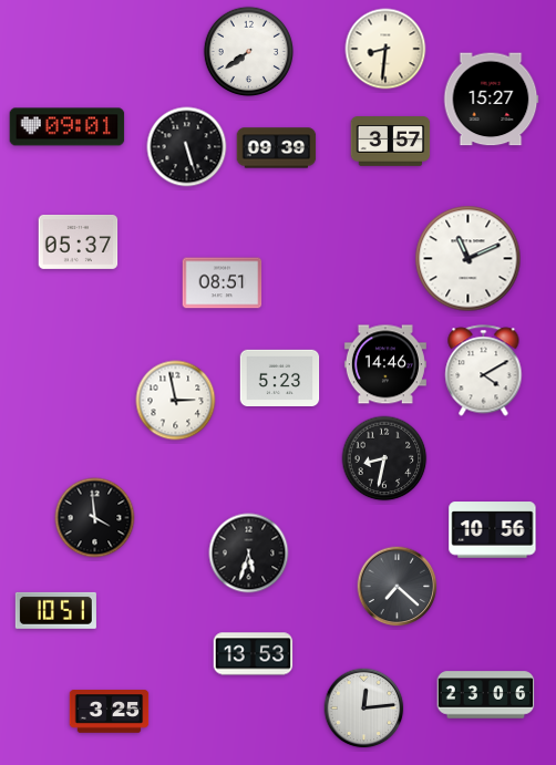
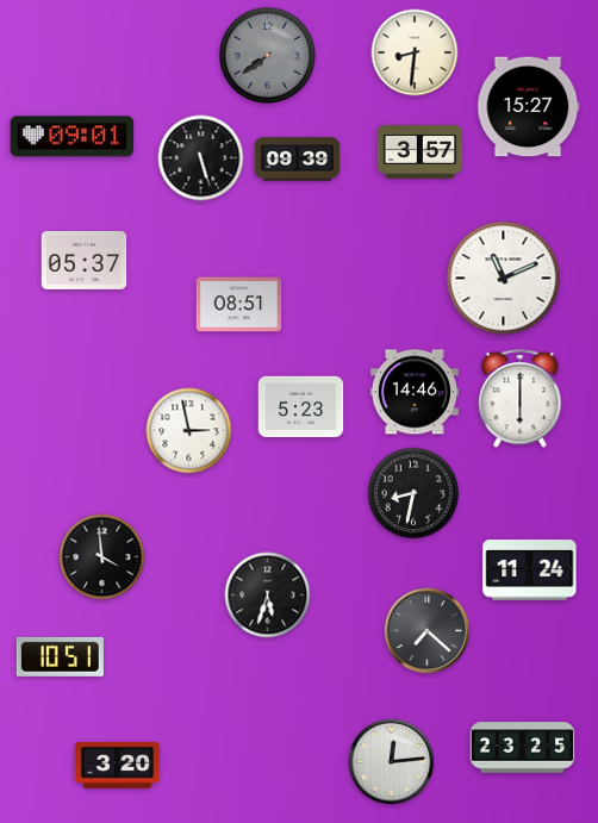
clock at (249, 52) dial: white -> grey
clock at (484, 371): 4:10 -> 6:00
clock at (493, 530): 10:56 -> 11:24
clock at (254, 654): 13:53 -> none
clock at (486, 695): 23:06 -> 23:25
clock at (110, 712): 3:25 -> 3:20
